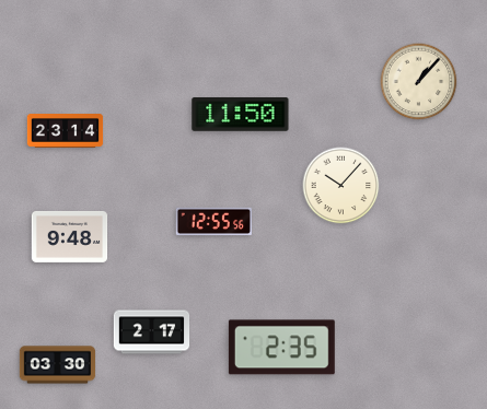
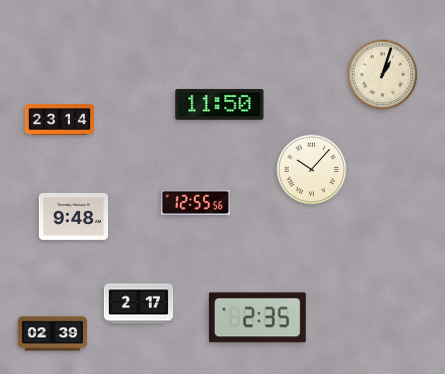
clock at (419, 82): 1:07 -> 1:03
clock at (70, 236) position: (70, 236) -> (74, 216)
clock at (58, 365): 03:30 -> 02:39
